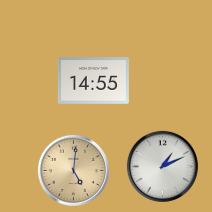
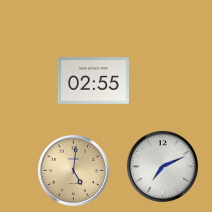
clock at (93, 81): 14:55 -> 02:55
clock at (162, 166): 1:11 -> 7:11
